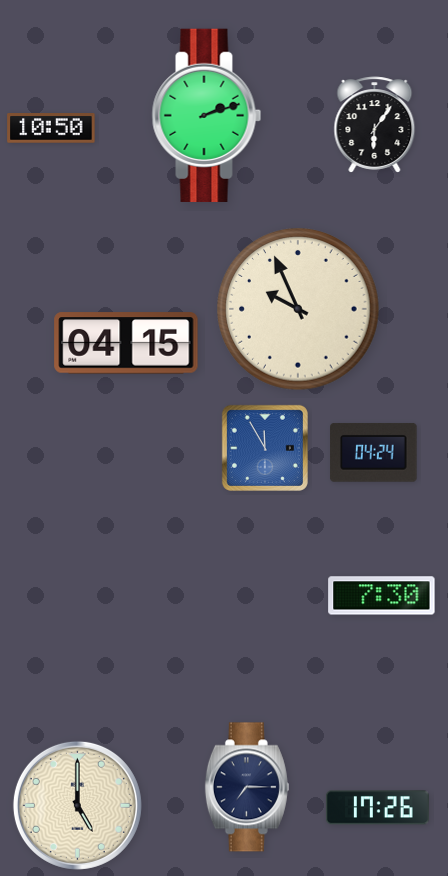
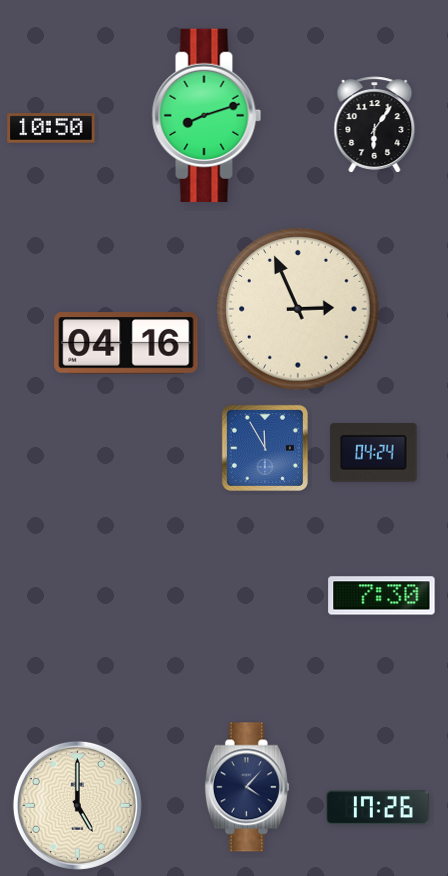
clock at (207, 115): 2:12 -> 8:12
clock at (298, 309): 9:56 -> 2:56
clock at (126, 343): 04:15 -> 04:16
clock at (247, 787): 7:15 -> 4:07
